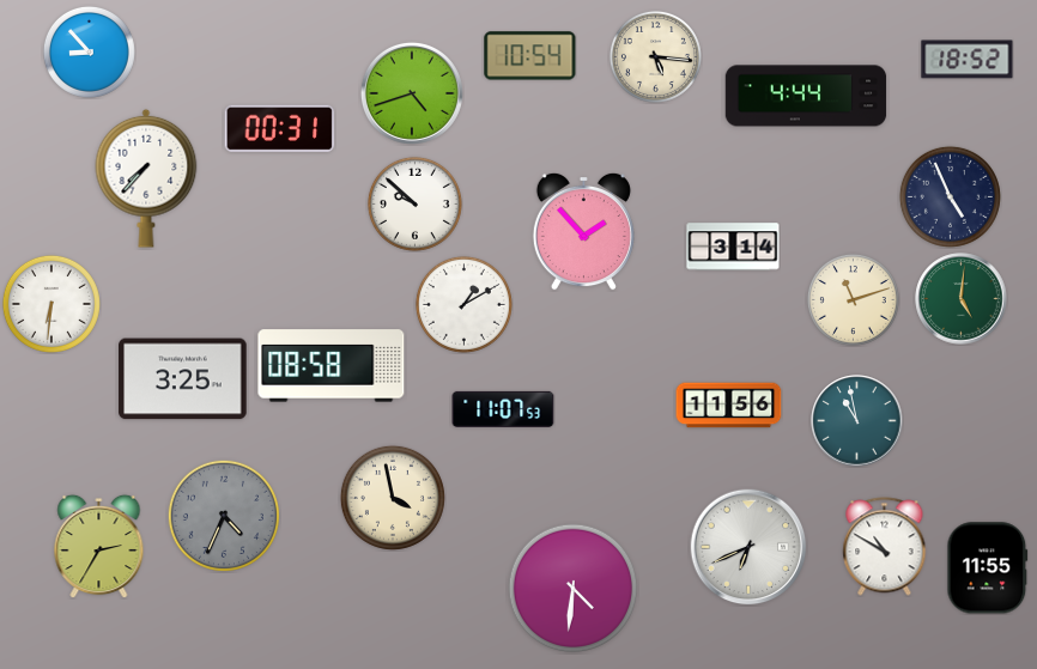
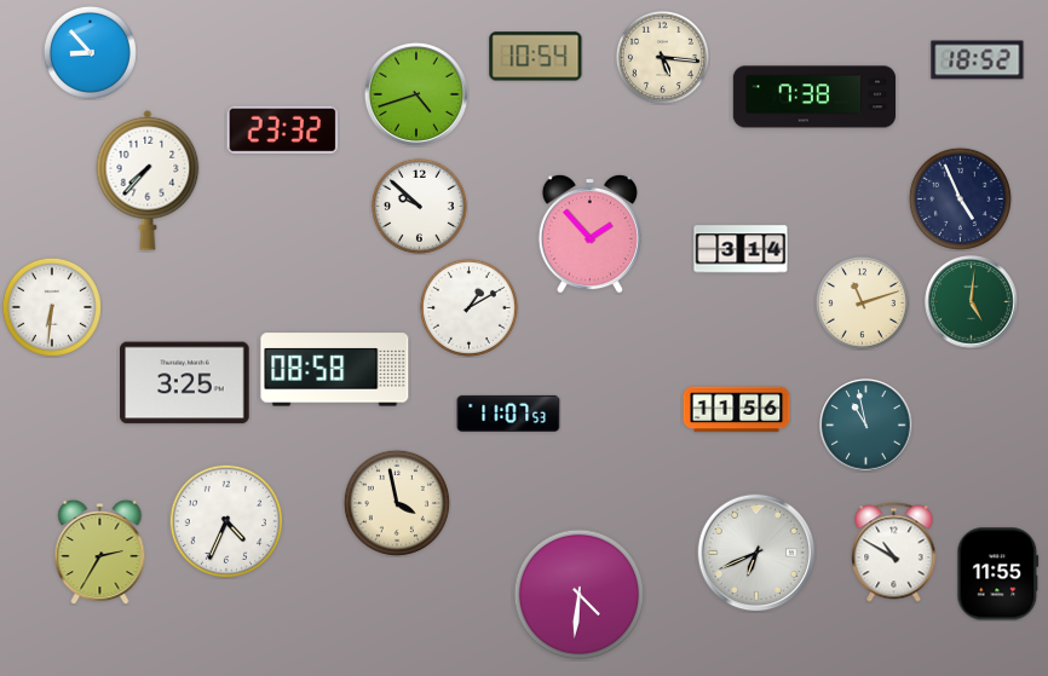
clock at (806, 96): 4:44 -> 7:38
clock at (280, 128): 00:31 -> 23:32
clock at (224, 516) dial: grey -> white
